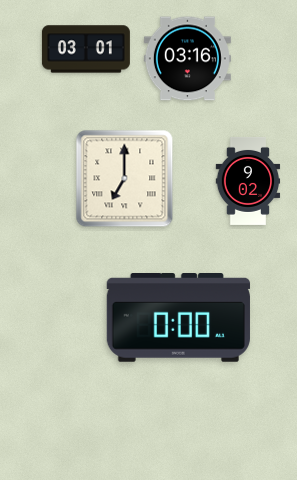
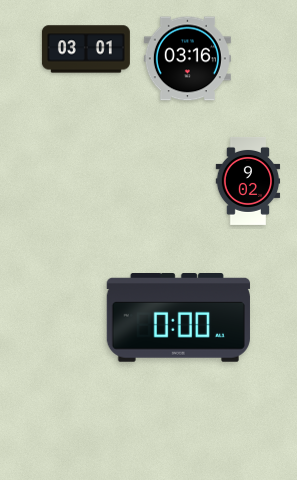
clock at (125, 179): 7:00 -> none
